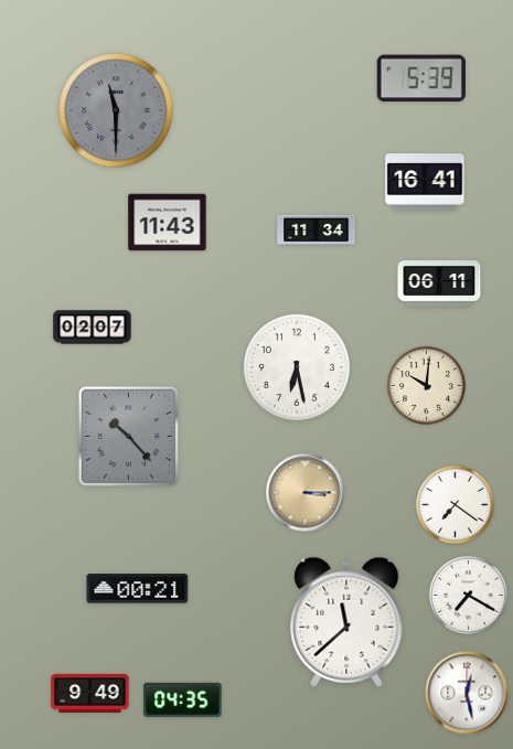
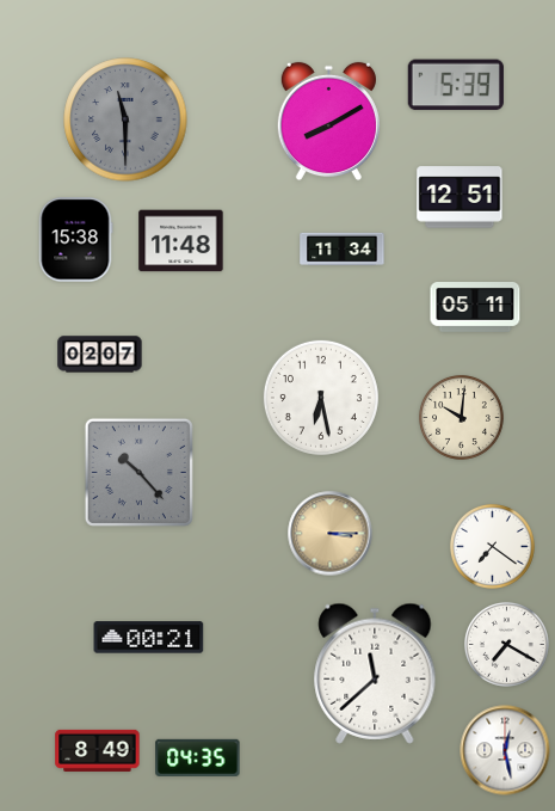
clock at (328, 122): none -> 8:10
clock at (425, 182): 16:41 -> 12:51
clock at (75, 240): none -> 15:38
clock at (168, 223): 11:43 -> 11:48
clock at (439, 285): 06:11 -> 05:11
clock at (90, 693): 9:49 -> 8:49
